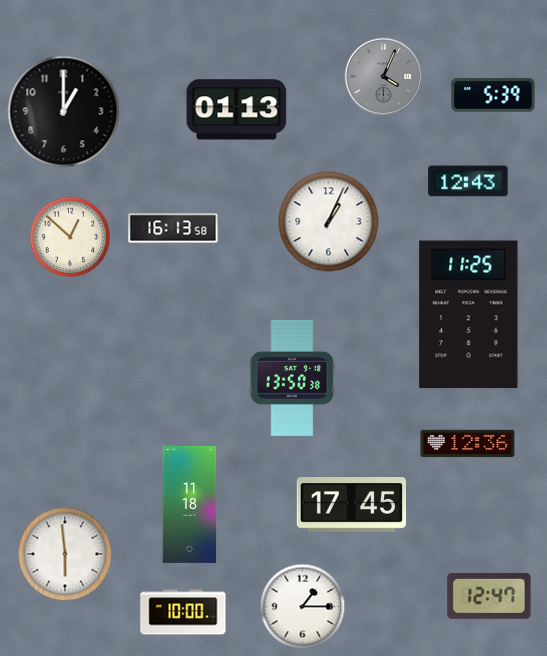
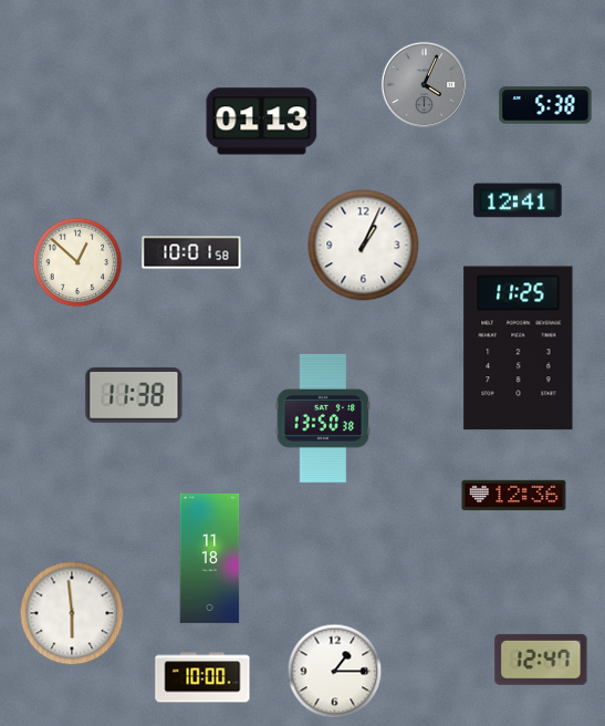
clock at (493, 95): 5:39 -> 5:38
clock at (64, 112): 1:00 -> none
clock at (468, 181): 12:43 -> 12:41
clock at (173, 228): 16:13 -> 10:01
clock at (134, 395): none -> 11:38
clock at (468, 444) position: (468, 444) -> (514, 496)
clock at (351, 505): 17:45 -> none
